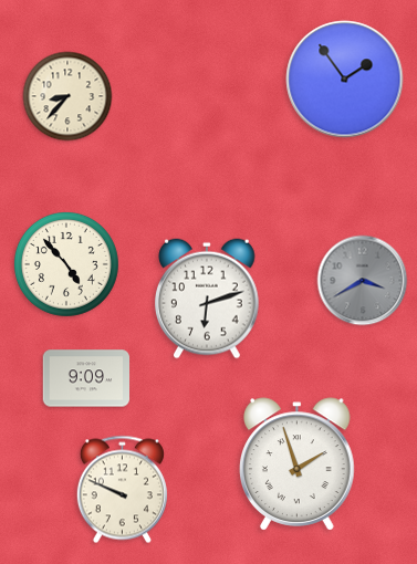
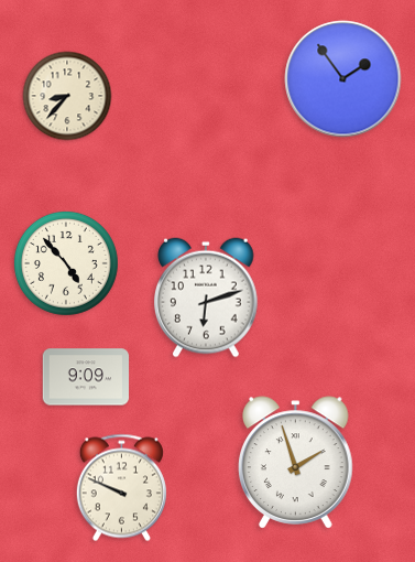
clock at (363, 281): 3:40 -> none
